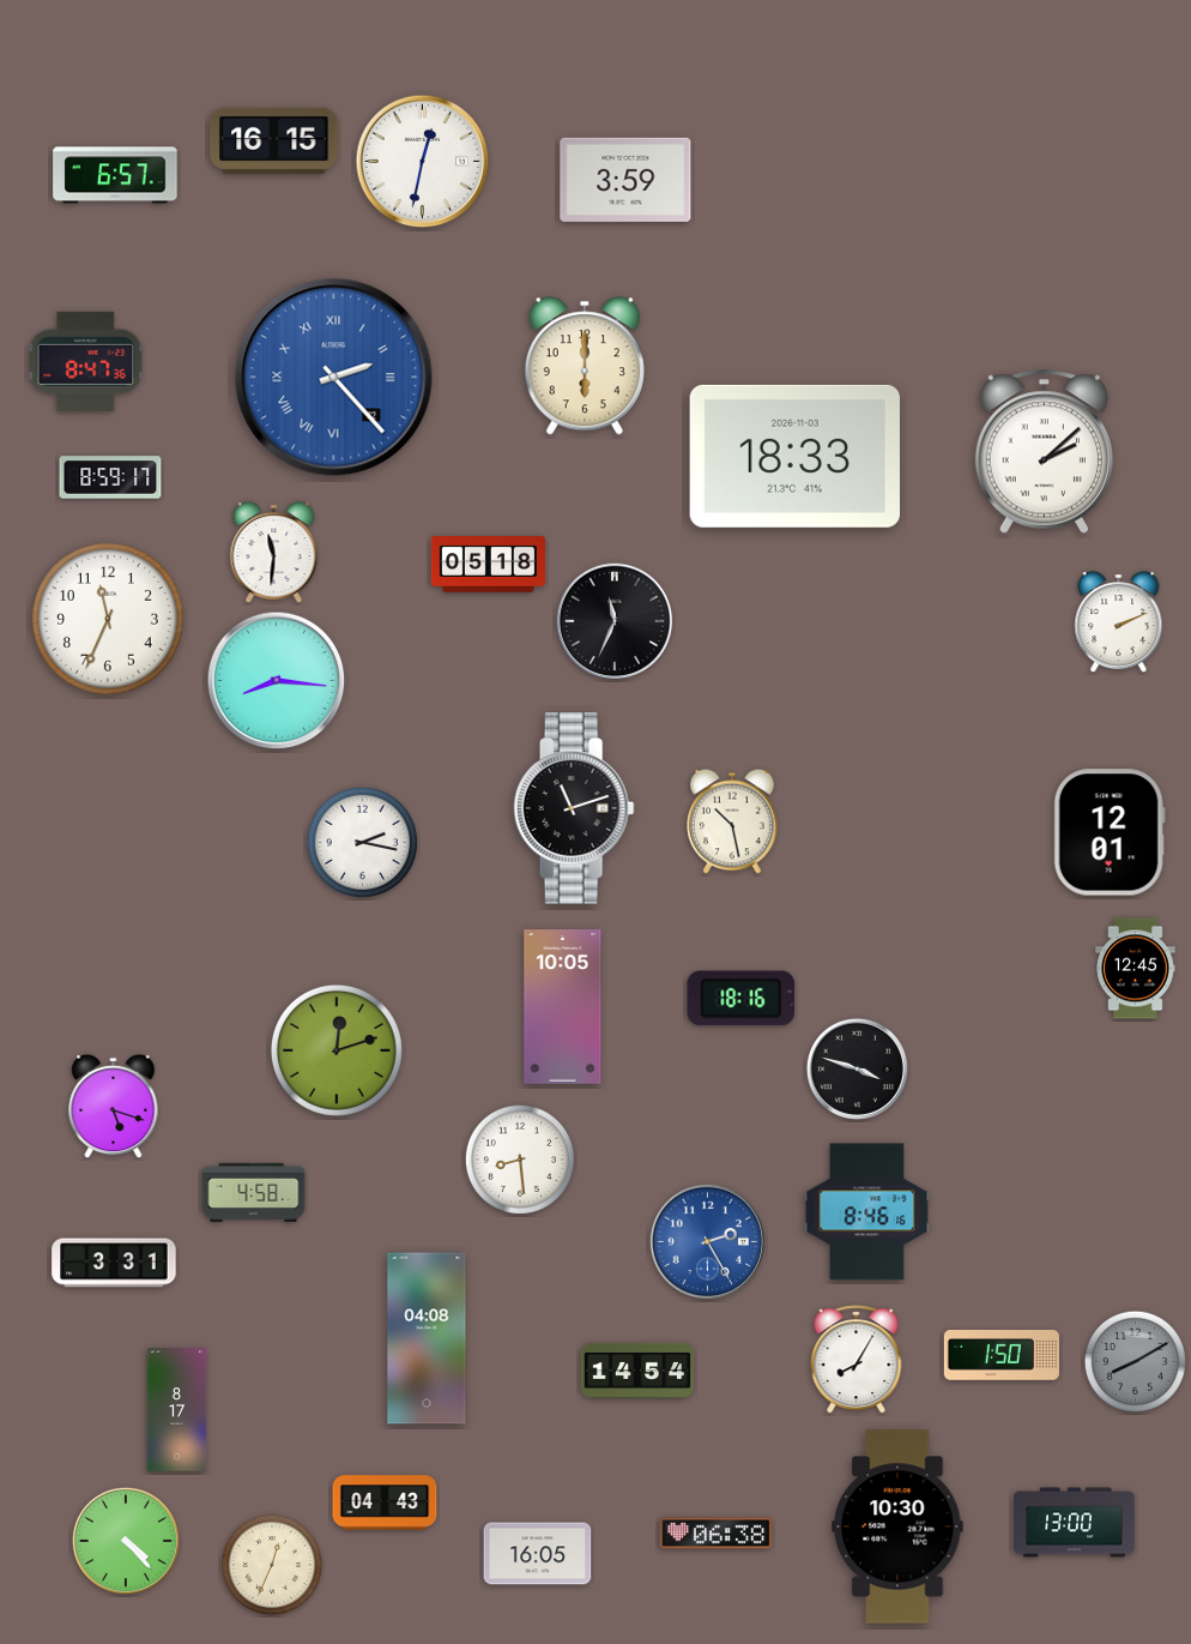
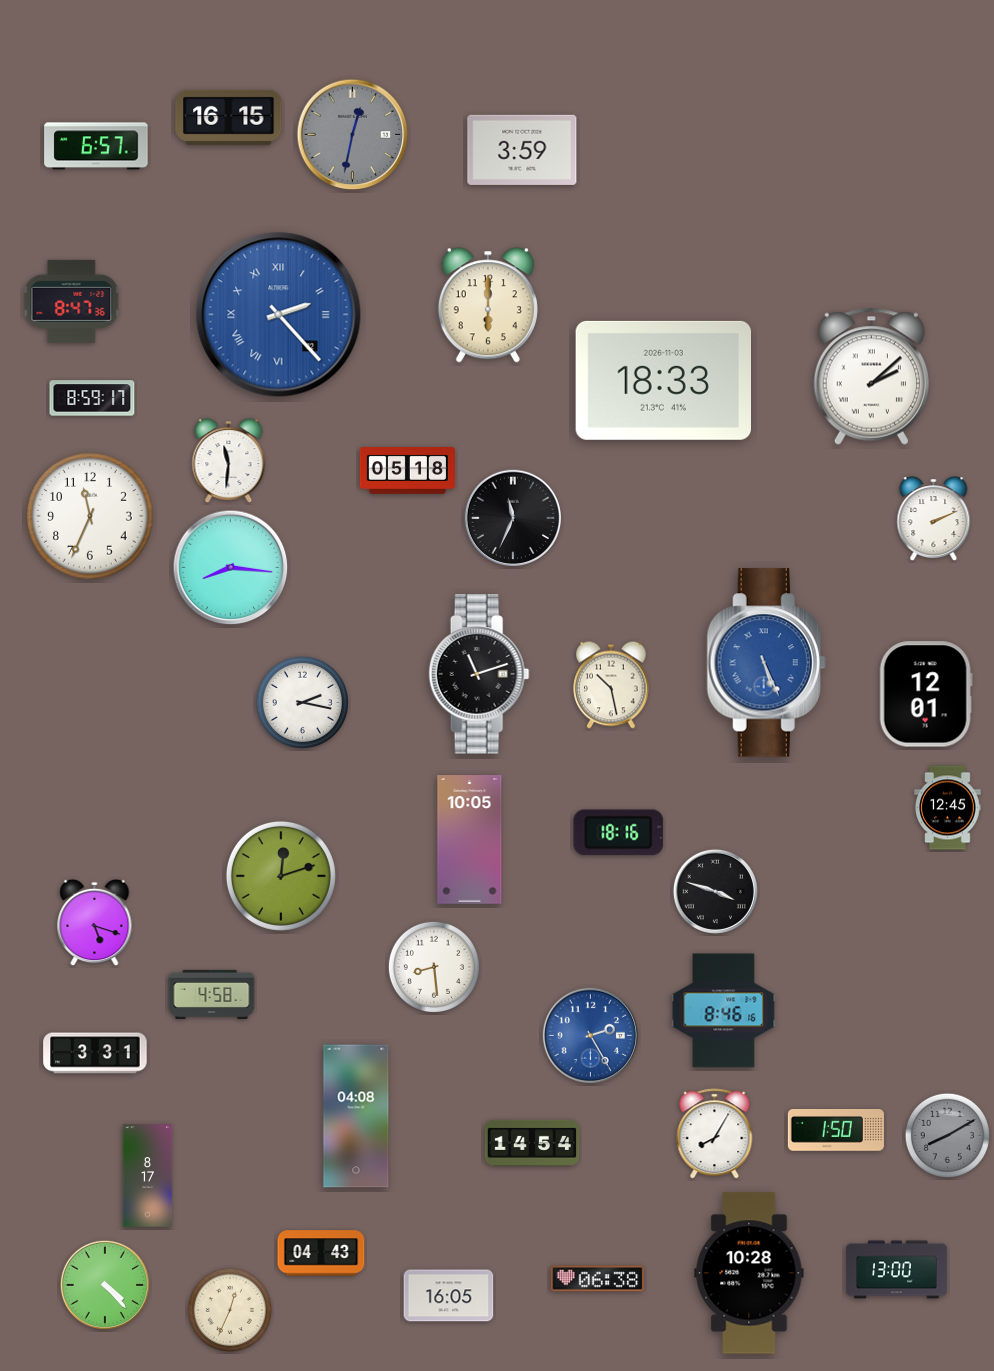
clock at (423, 162) dial: white -> grey
clock at (766, 663): none -> 5:26
clock at (897, 1526): 10:30 -> 10:28
clock at (271, 1564) position: (271, 1564) -> (229, 1309)
